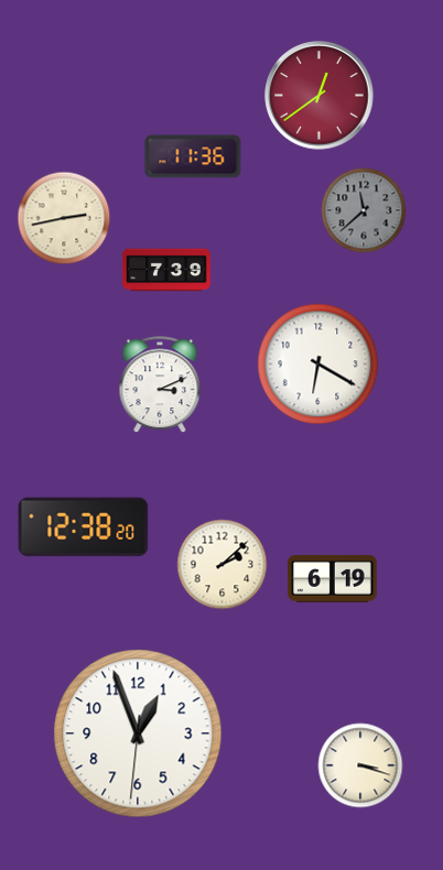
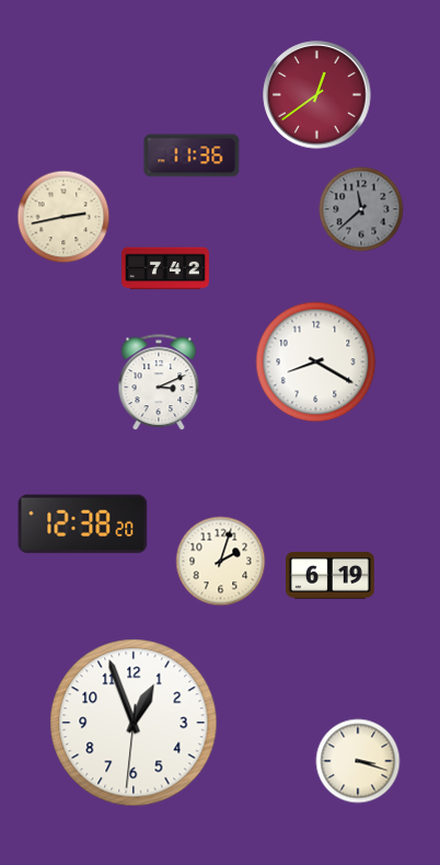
clock at (168, 270): 7:39 -> 7:42
clock at (318, 365): 6:20 -> 8:20
clock at (223, 565): 2:08 -> 2:03
clock at (138, 733) position: (138, 733) -> (134, 723)
